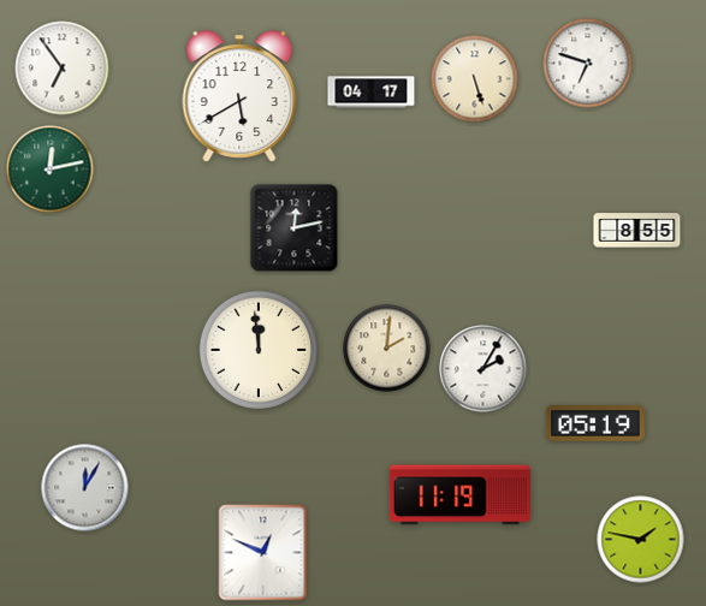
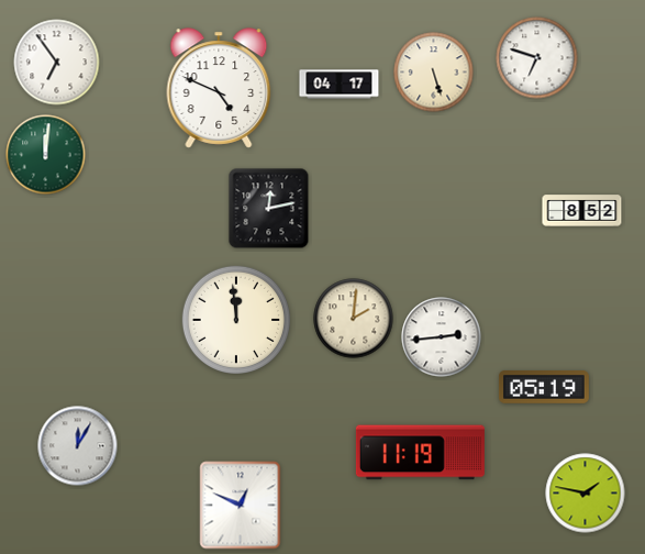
clock at (239, 96): 5:40 -> 4:49
clock at (51, 170): 12:13 -> 12:01
clock at (637, 231): 8:55 -> 8:52
clock at (483, 369): 2:05 -> 2:44
